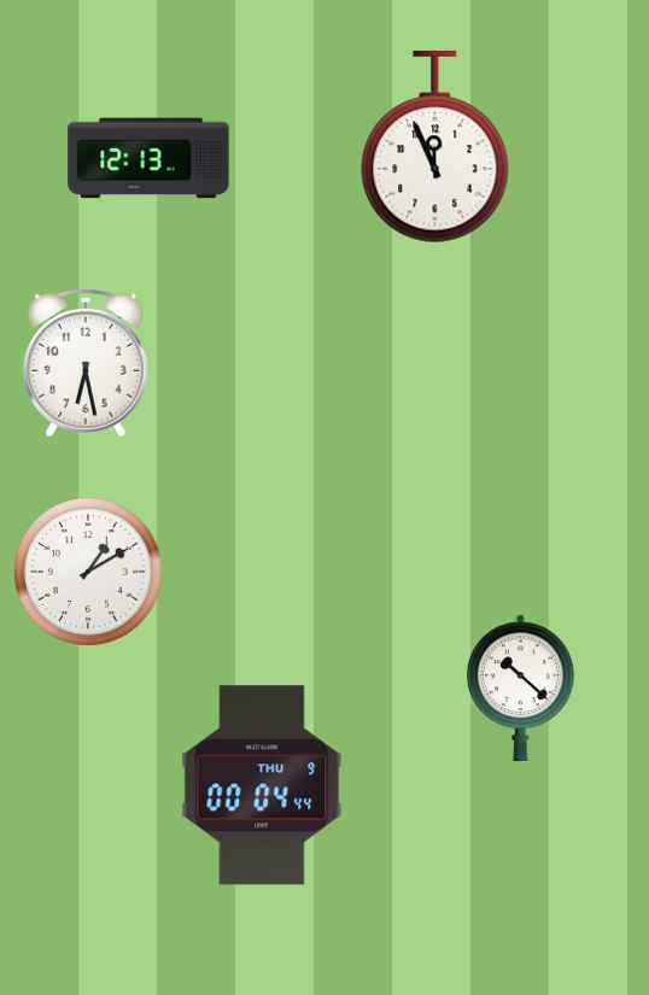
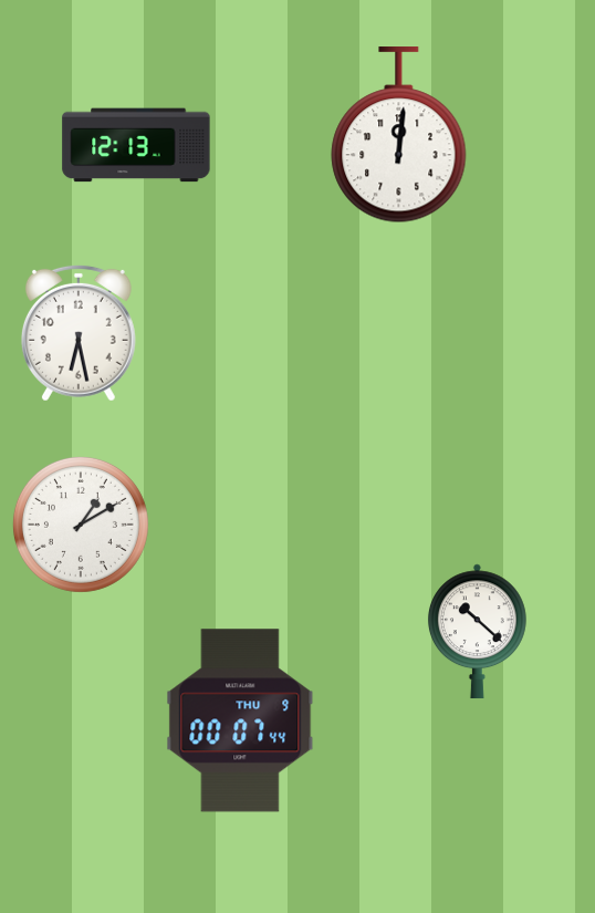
clock at (435, 147): 11:56 -> 12:01
clock at (262, 785): 00:04 -> 00:07
